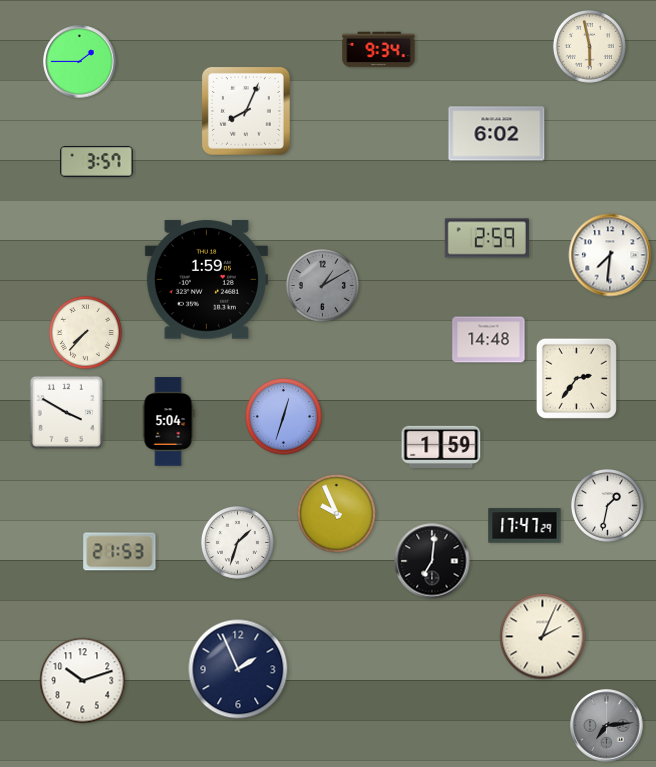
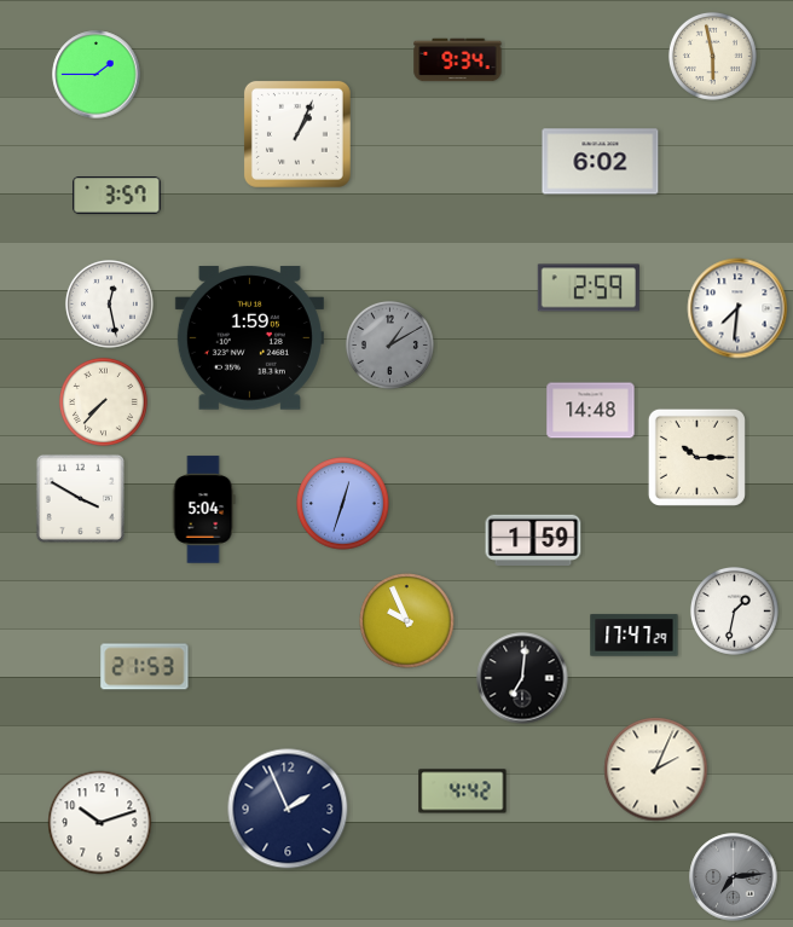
clock at (246, 111): 8:04 -> 1:04
clock at (109, 303): none -> 12:28
clock at (576, 378): 2:36 -> 10:15
clock at (237, 542): 1:33 -> none
clock at (463, 792): none -> 4:42
